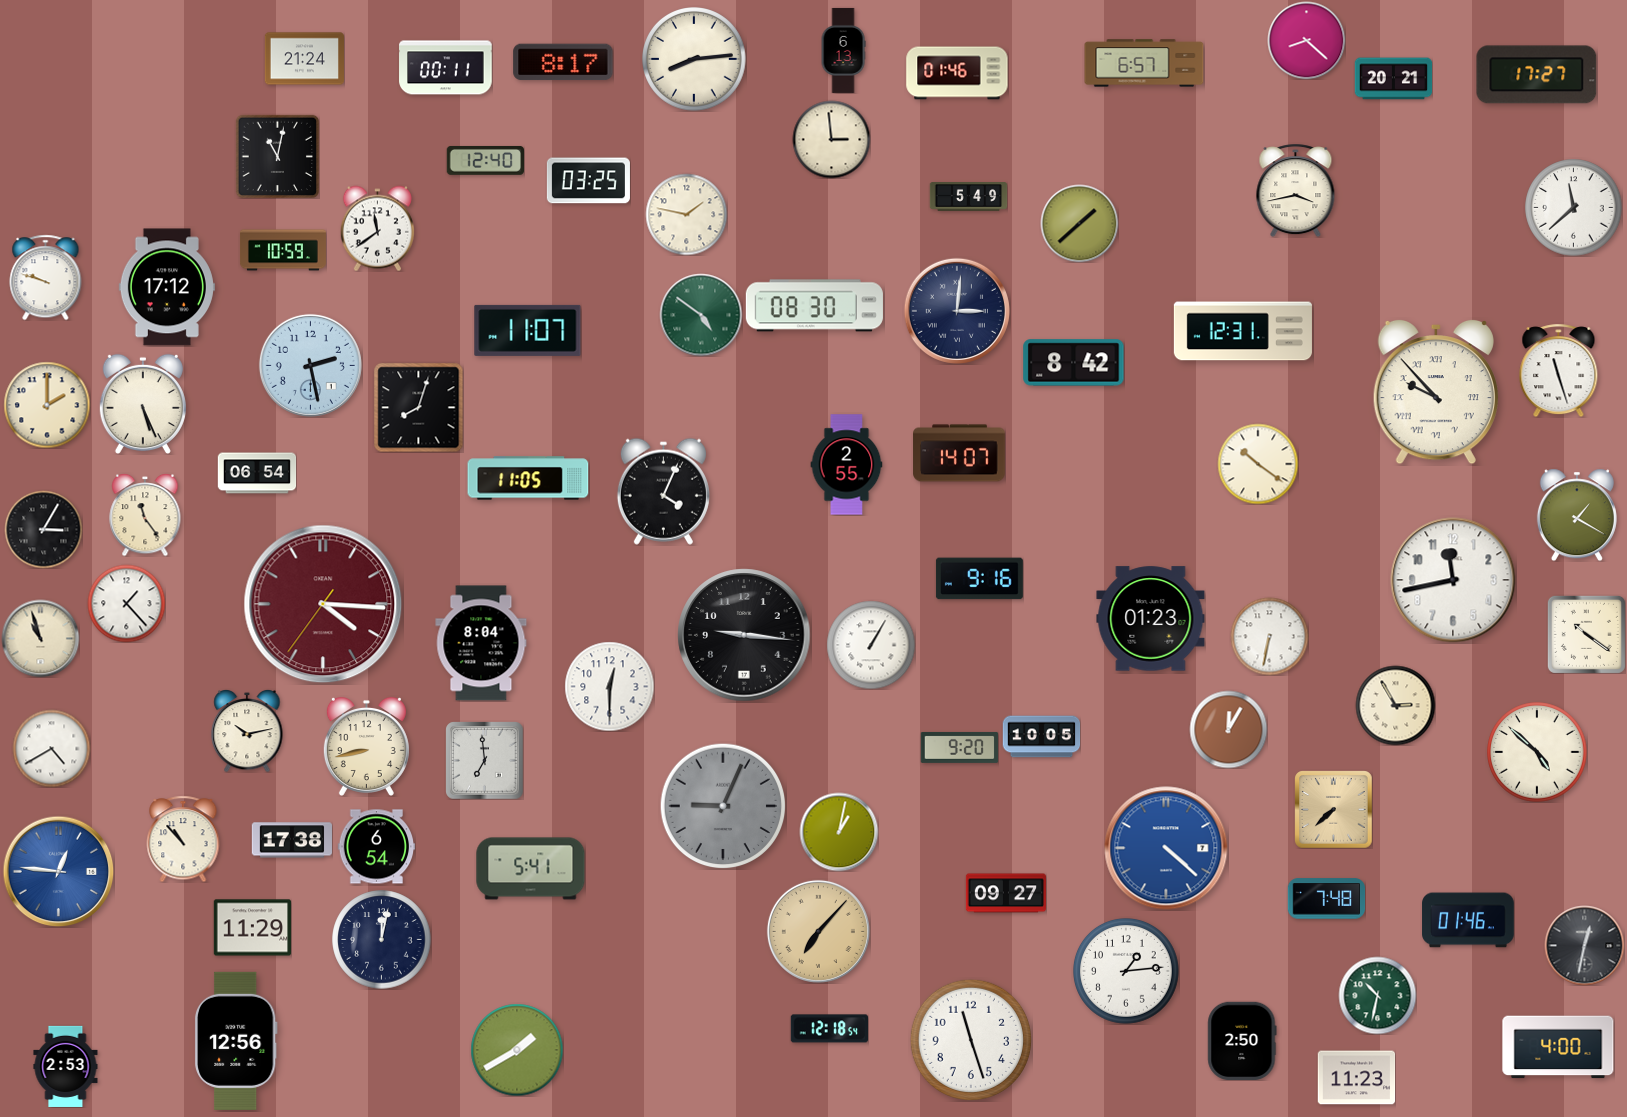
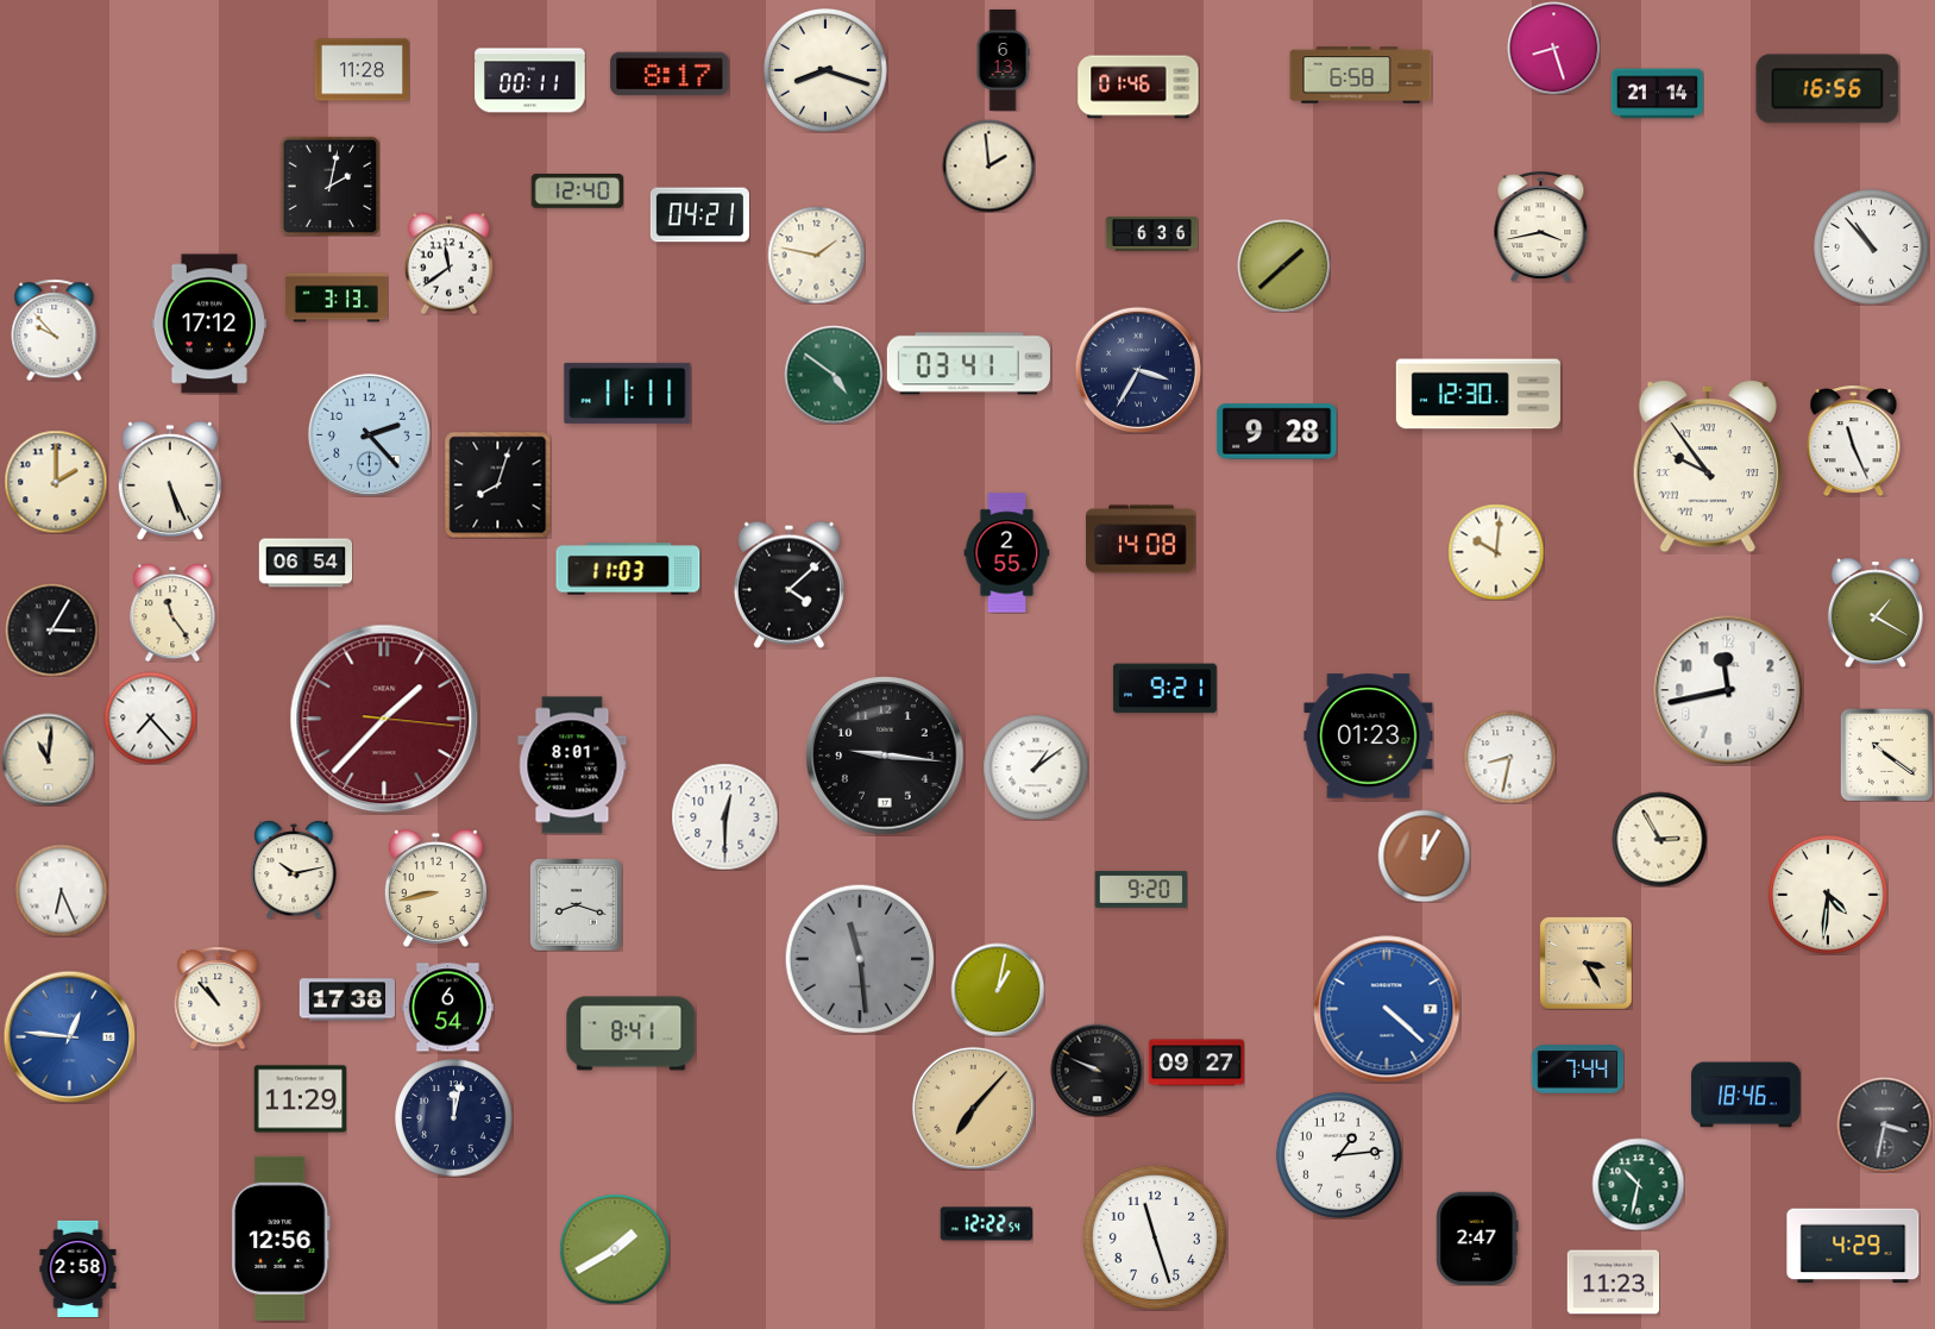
clock at (1306, 40): 8:22 -> 8:27
clock at (304, 59): 21:24 -> 11:28
clock at (695, 60): 8:14 -> 8:18
clock at (1144, 63): 6:57 -> 6:58
clock at (1537, 75): 17:27 -> 16:56
clock at (1393, 79): 20:21 -> 21:14
clock at (831, 139): 2:59 -> 1:59
clock at (277, 156): 11:02 -> 2:02
clock at (588, 181): 03:25 -> 04:21
clock at (968, 197): 5:49 -> 6:36
clock at (1574, 208): 11:38 -> 10:53
clock at (377, 228) position: (377, 228) -> (448, 263)
clock at (283, 250): 10:59 -> 3:13
clock at (46, 277): 9:48 -> 9:53
clock at (167, 287) position: (167, 287) -> (209, 324)
clock at (814, 306): 08:30 -> 03:41
clock at (957, 311): 3:01 -> 3:35
clock at (528, 330): 11:07 -> 11:11
clock at (1243, 331): 12:31 -> 12:30
clock at (1074, 363): 8:42 -> 9:28
clock at (310, 365): 2:28 -> 2:23
clock at (1559, 370): 11:27 -> 11:26
clock at (1436, 392): 9:53 -> 9:54
clock at (959, 453): 14:07 -> 14:08
clock at (1258, 464): 10:21 -> 10:01
clock at (528, 478): 11:05 -> 11:03
clock at (663, 491): 4:04 -> 4:08
clock at (979, 579): 9:16 -> 9:21
clock at (126, 603): 1:23 -> 7:23
clock at (323, 604): 4:15 -> 1:37
clock at (1269, 636): 6:32 -> 8:32
clock at (40, 638): 10:57 -> 11:01
clock at (481, 643): 8:04 -> 8:01
clock at (871, 645): 1:05 -> 1:09
clock at (1228, 729) position: (1228, 729) -> (1424, 855)
clock at (1041, 737): 10:05 -> none
clock at (51, 748): 4:40 -> 6:26
clock at (1537, 752): 4:52 -> 4:31
clock at (484, 760): 6:59 -> 8:18
clock at (723, 806): 9:04 -> 11:29
clock at (1333, 809): 7:38 -> 3:25
clock at (531, 869): 5:41 -> 8:41
clock at (1097, 1070): none -> 9:49
clock at (1326, 899): 7:48 -> 7:44
clock at (1468, 920): 01:46 -> 18:46
clock at (252, 928) position: (252, 928) -> (300, 1099)
clock at (1584, 945): 12:32 -> 3:32
clock at (829, 1029): 12:18 -> 12:22
clock at (1242, 1040): 2:50 -> 2:47
clock at (1558, 1047): 4:00 -> 4:29
clock at (66, 1066): 2:53 -> 2:58
